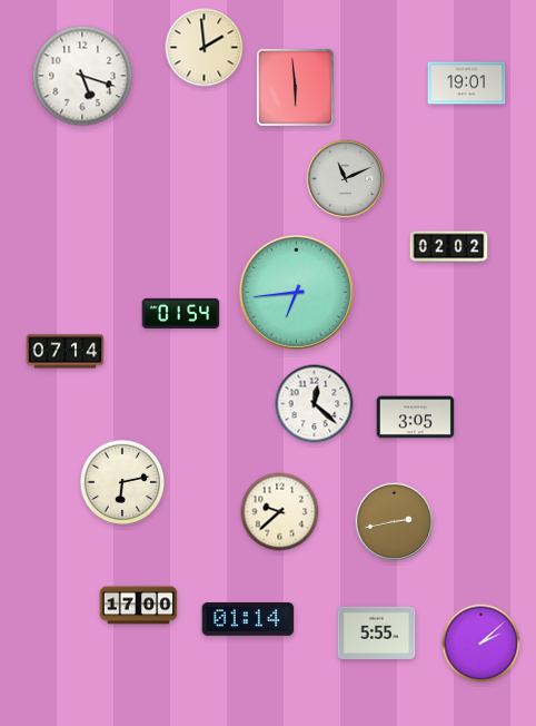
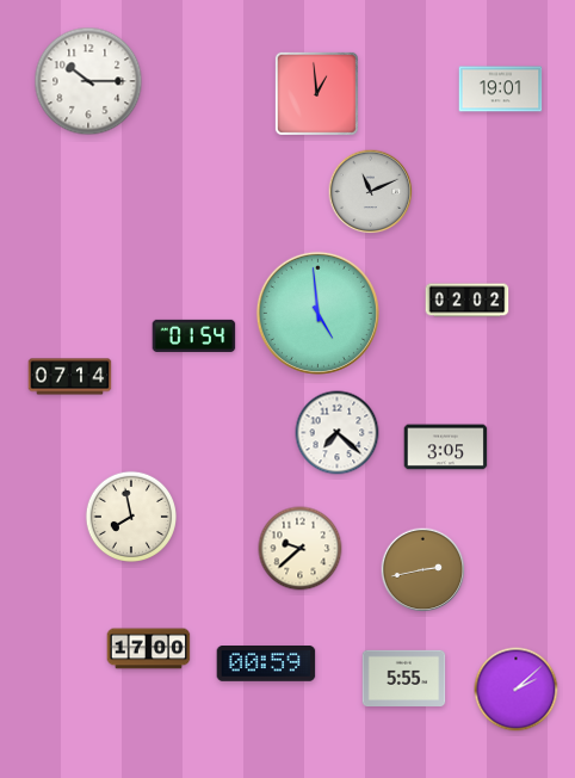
clock at (205, 48): 1:59 -> none
clock at (82, 76): 5:18 -> 10:15
clock at (295, 87): 5:59 -> 12:59
clock at (449, 247) position: (449, 247) -> (468, 301)
clock at (296, 292): 6:44 -> 4:59
clock at (315, 404): 12:22 -> 7:22
clock at (121, 481): 6:13 -> 7:58
clock at (395, 522) position: (395, 522) -> (423, 570)
clock at (248, 620): 01:14 -> 00:59
